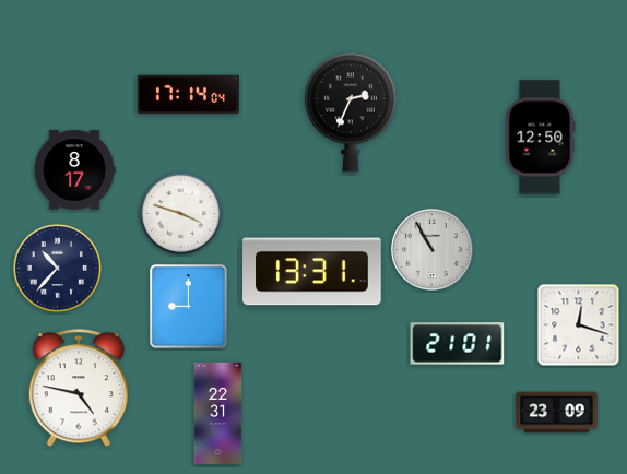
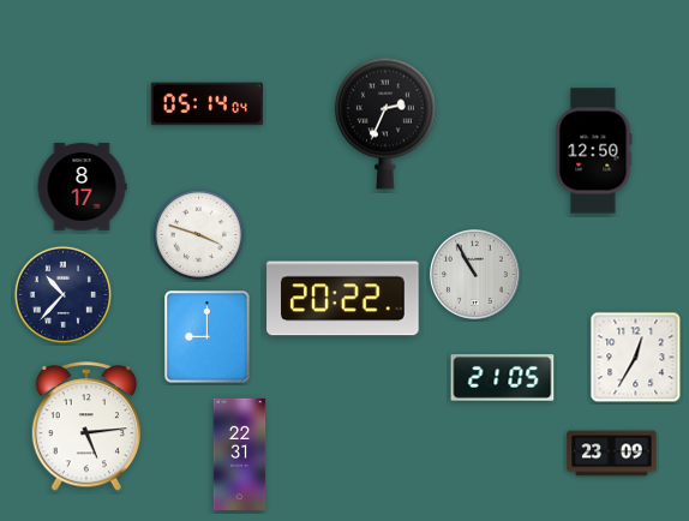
clock at (188, 95): 17:14 -> 05:14
clock at (312, 272): 13:31 -> 20:22
clock at (579, 325): 12:18 -> 12:35
clock at (458, 344): 21:01 -> 21:05
clock at (78, 389): 4:47 -> 5:14
